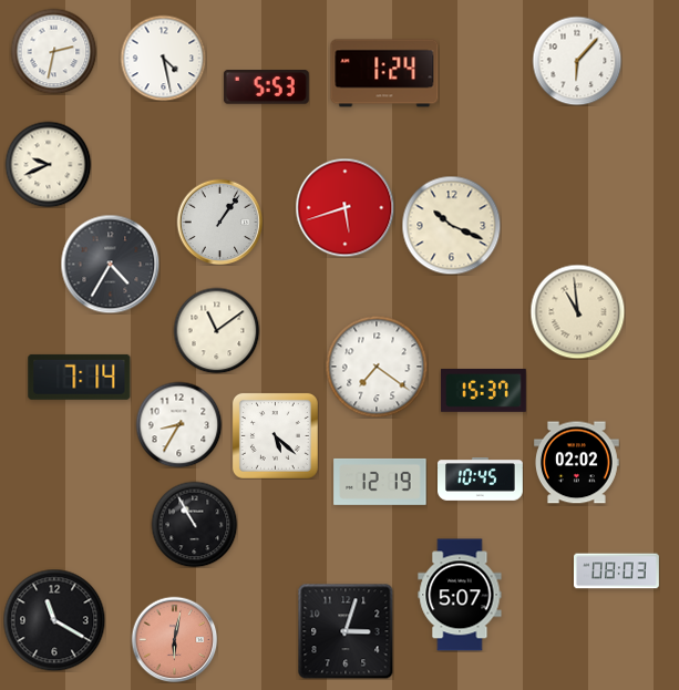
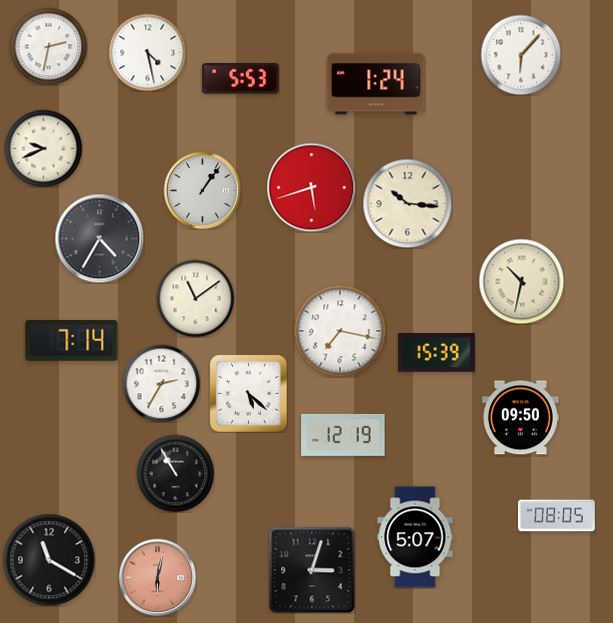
clock at (384, 73) position: (384, 73) -> (376, 84)
clock at (219, 222) position: (219, 222) -> (202, 190)
clock at (451, 225): 10:19 -> 10:16
clock at (577, 311): 10:59 -> 10:32
clock at (377, 367): 7:21 -> 7:17
clock at (483, 390): 15:37 -> 15:39
clock at (178, 424): 8:35 -> 2:35
clock at (577, 463): 02:02 -> 09:50
clock at (481, 480): 10:45 -> none
clock at (617, 571): 08:03 -> 08:05
